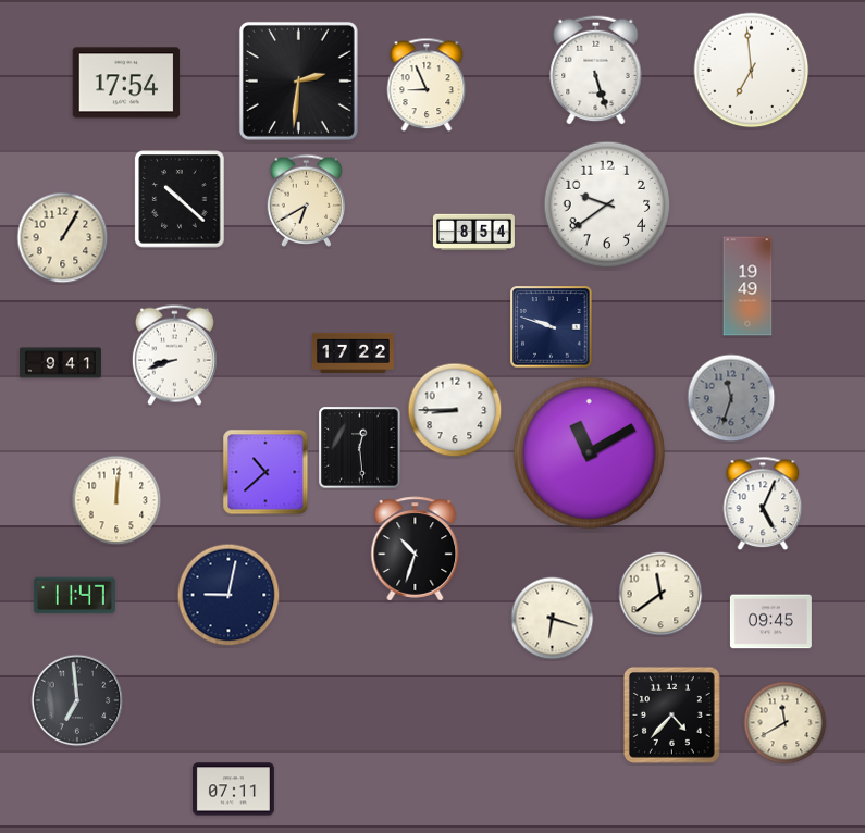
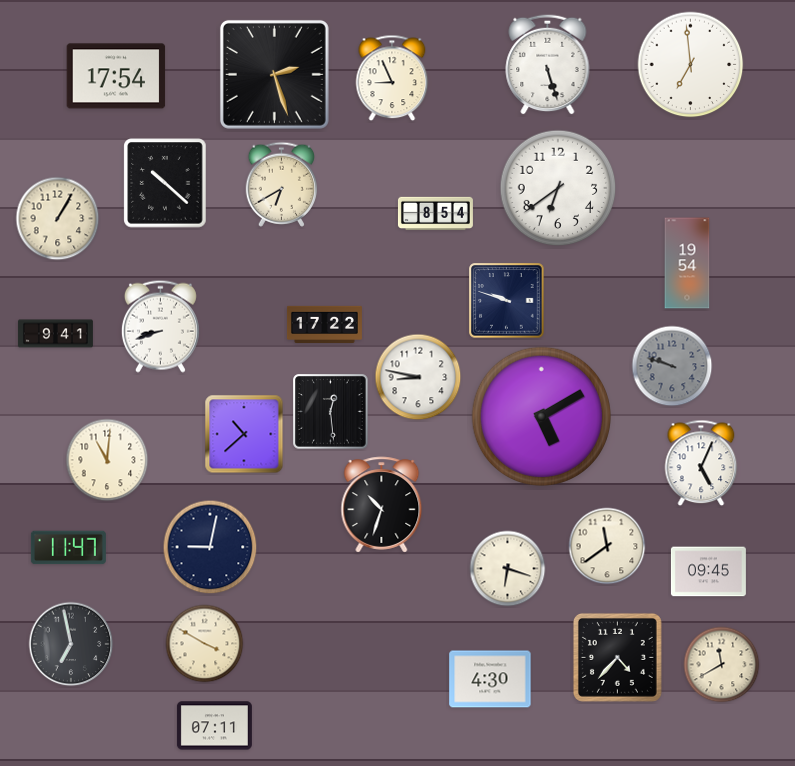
clock at (298, 80): 2:31 -> 2:27
clock at (607, 204): 9:39 -> 6:39
clock at (747, 286): 19:49 -> 19:54
clock at (731, 398): 11:33 -> 9:48
clock at (455, 410): 8:45 -> 8:47
clock at (589, 452): 11:10 -> 5:10
clock at (116, 500): 12:01 -> 11:01
clock at (77, 700): 6:59 -> 6:58
clock at (205, 644): none -> 3:50
clock at (490, 679): none -> 4:30
